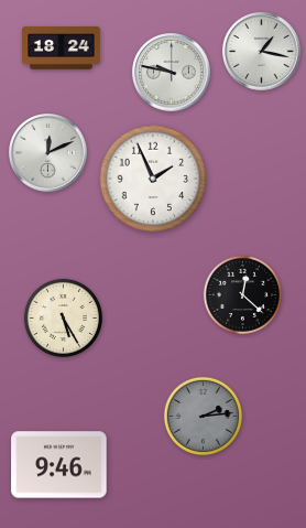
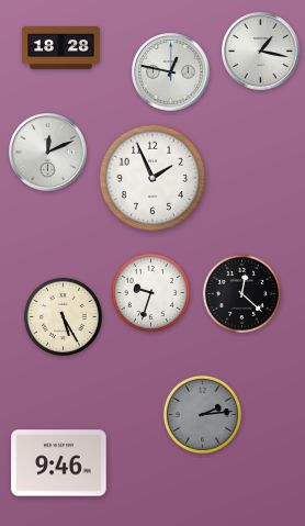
clock at (62, 49): 18:24 -> 18:28
clock at (172, 73): 9:47 -> 12:47
clock at (150, 292): none -> 9:33
